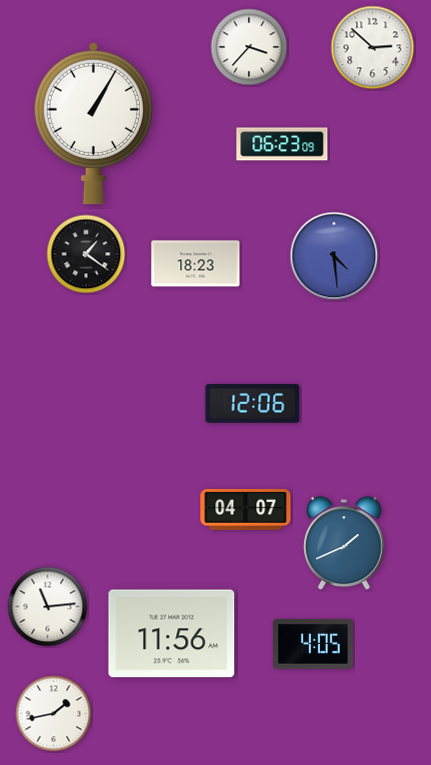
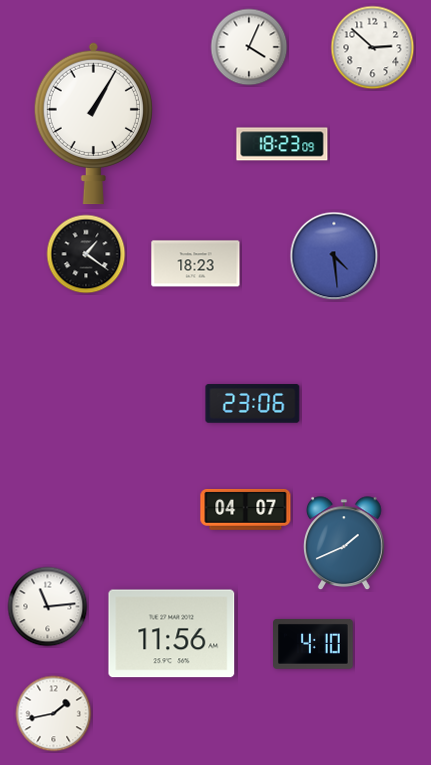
clock at (249, 47): 3:37 -> 4:04
clock at (282, 144): 06:23 -> 18:23
clock at (253, 404): 12:06 -> 23:06
clock at (314, 644): 4:05 -> 4:10
